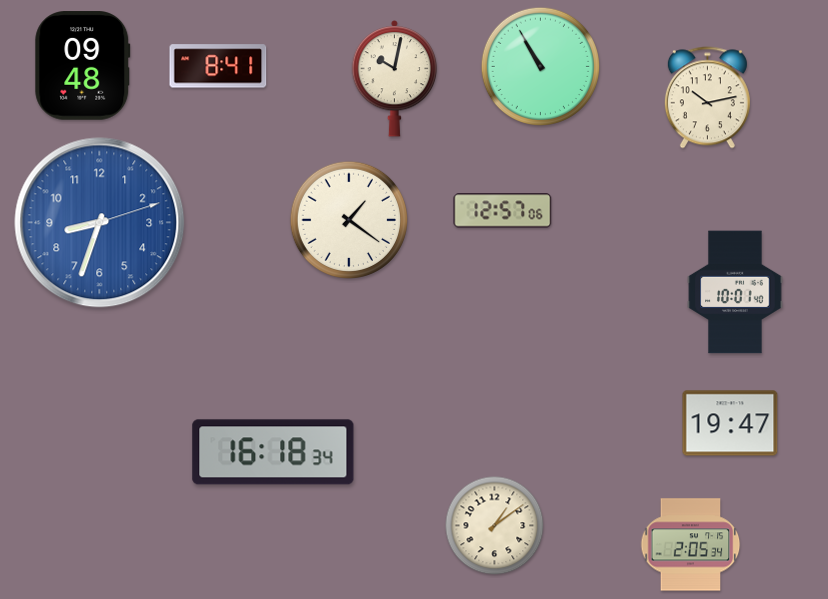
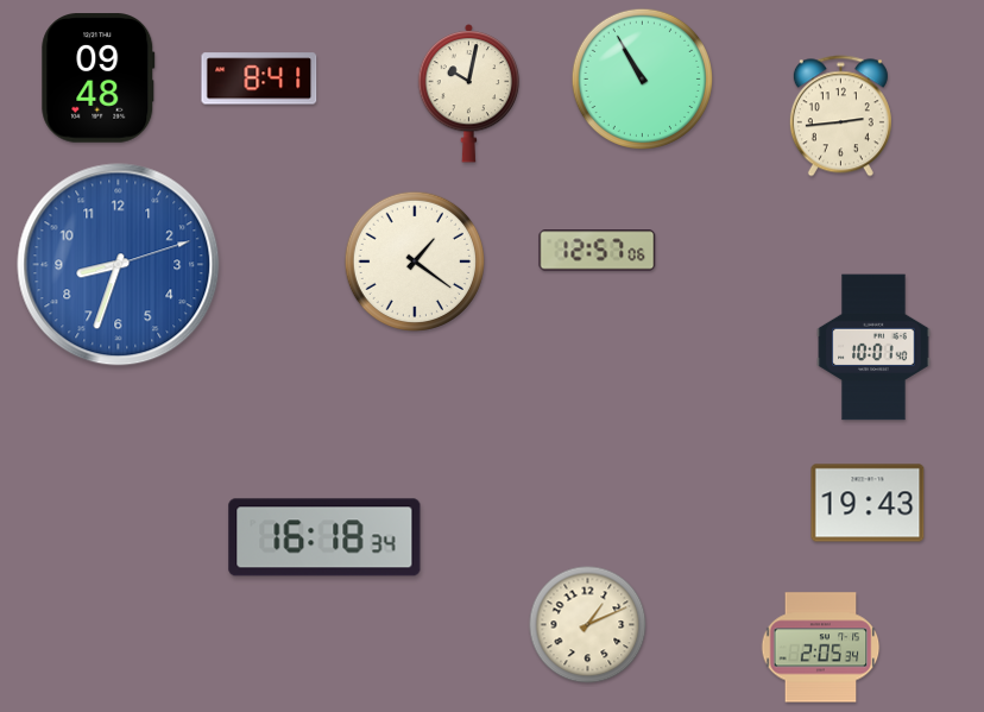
clock at (707, 98): 10:13 -> 2:44
clock at (730, 423): 19:47 -> 19:43
clock at (495, 526): 1:09 -> 1:11
